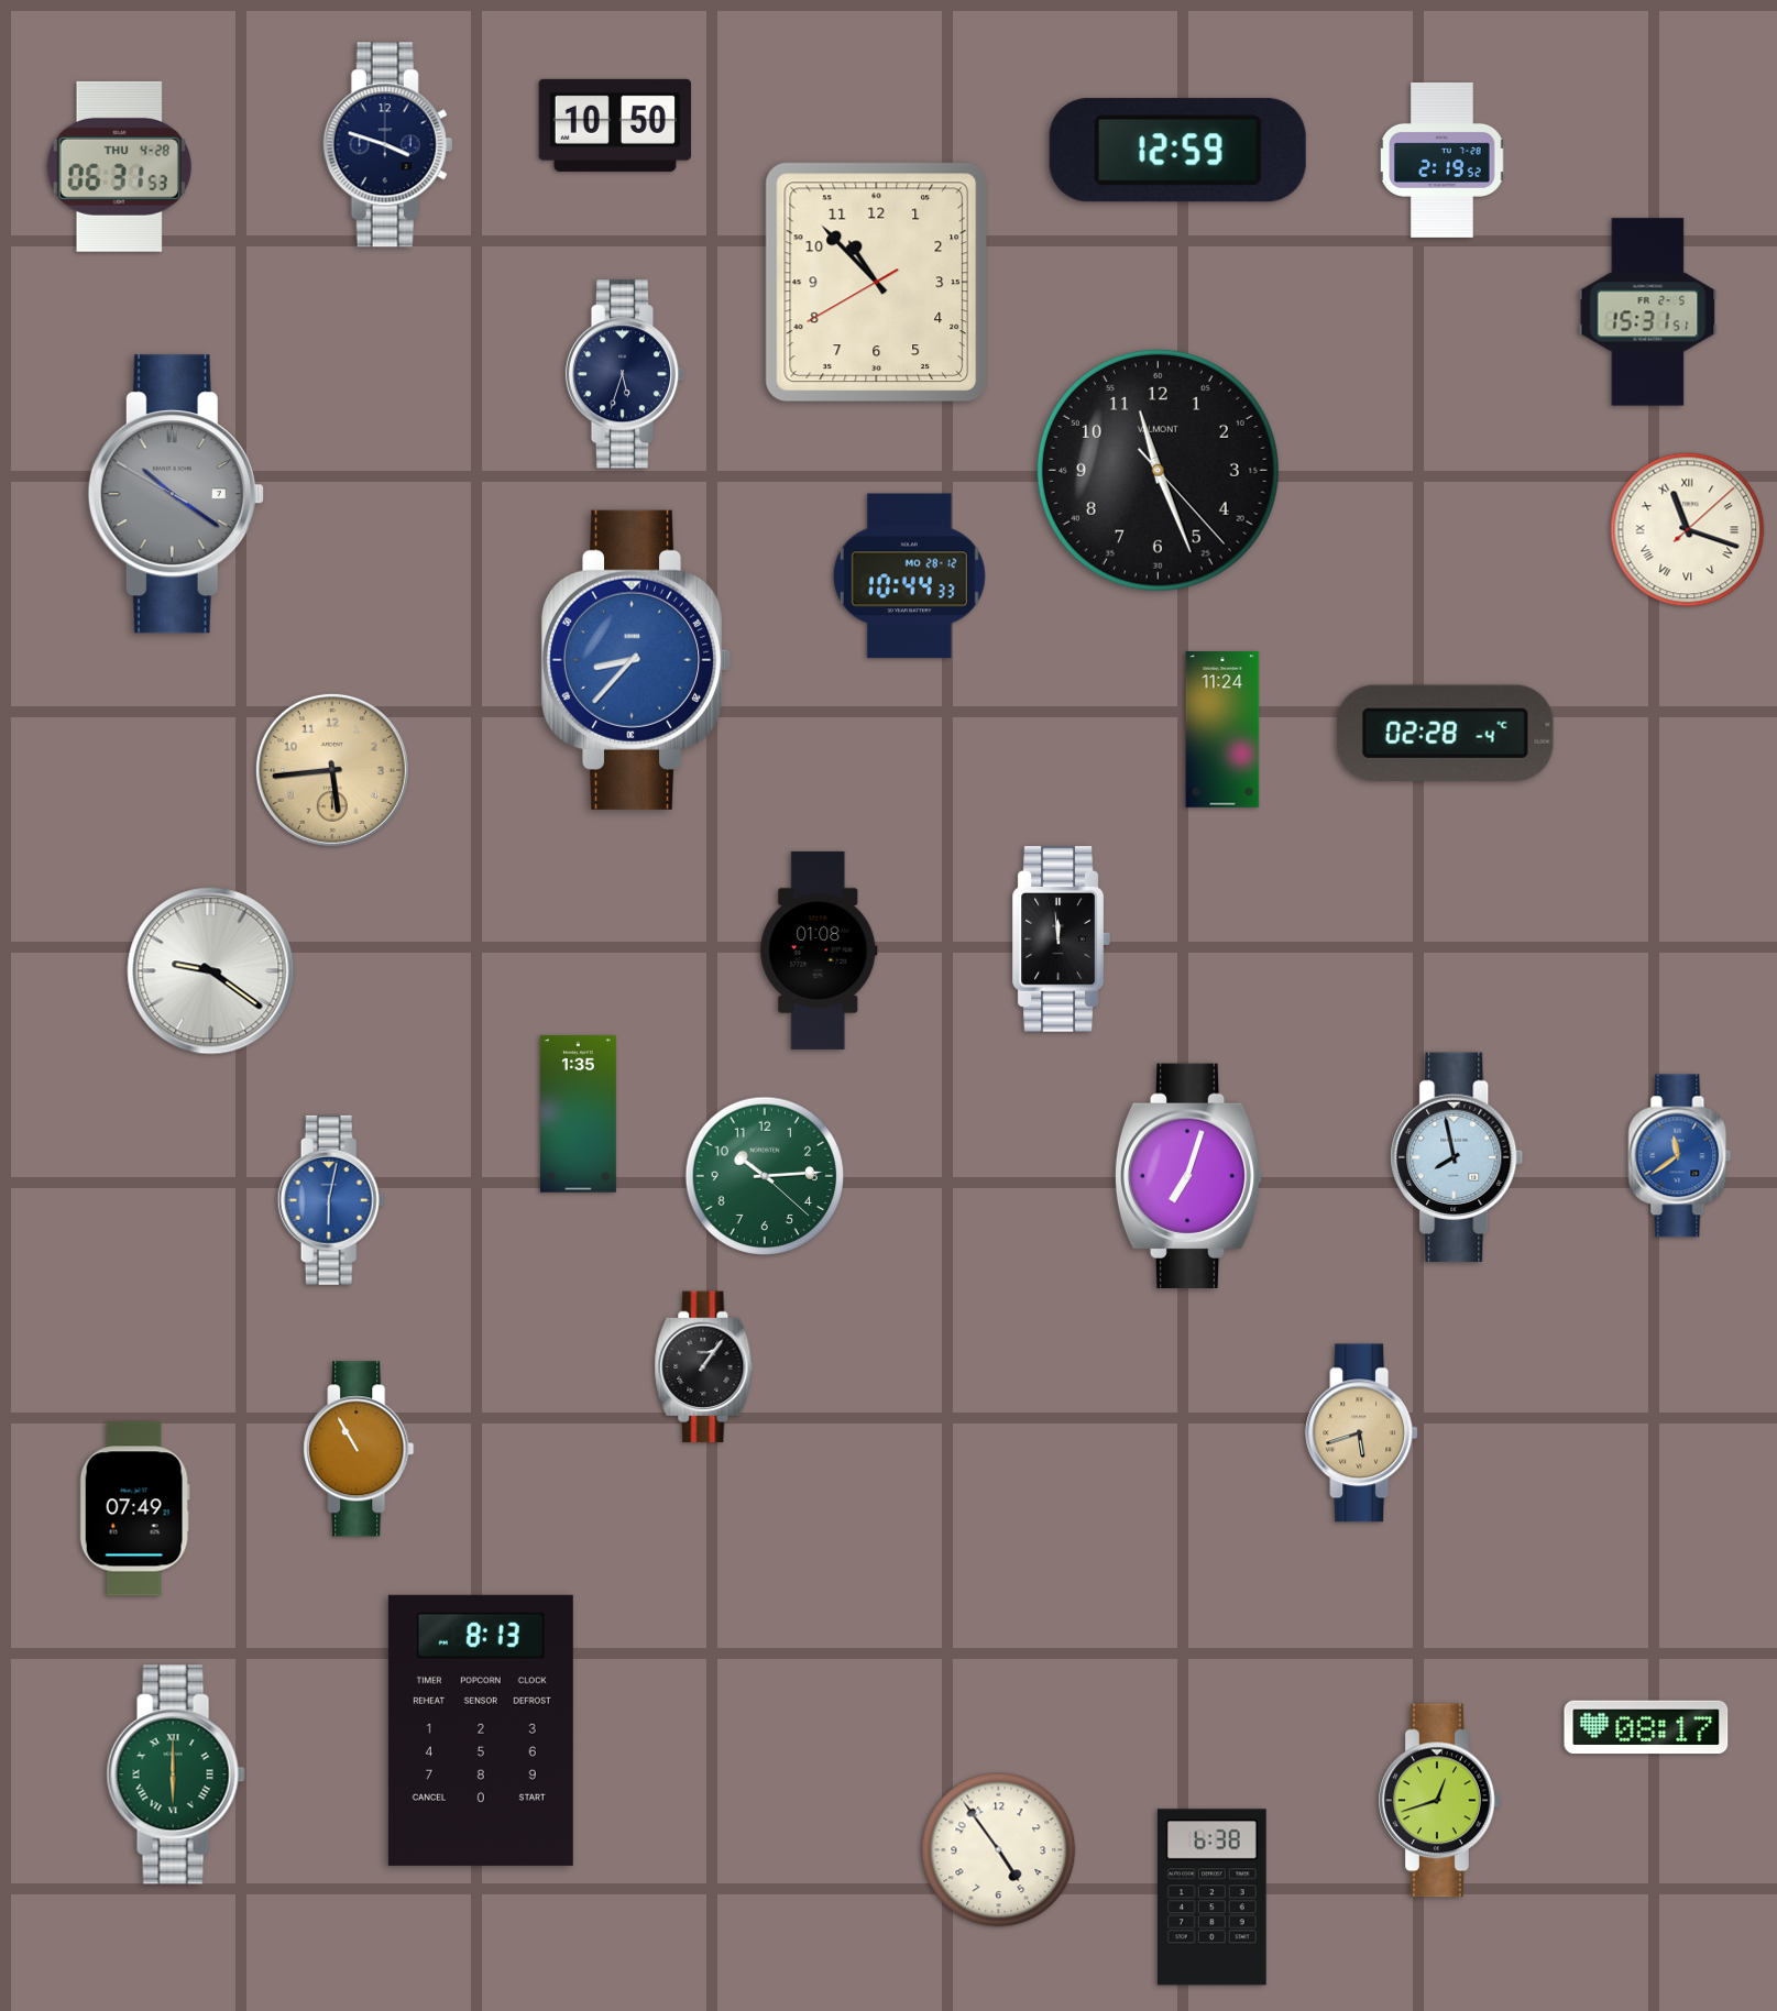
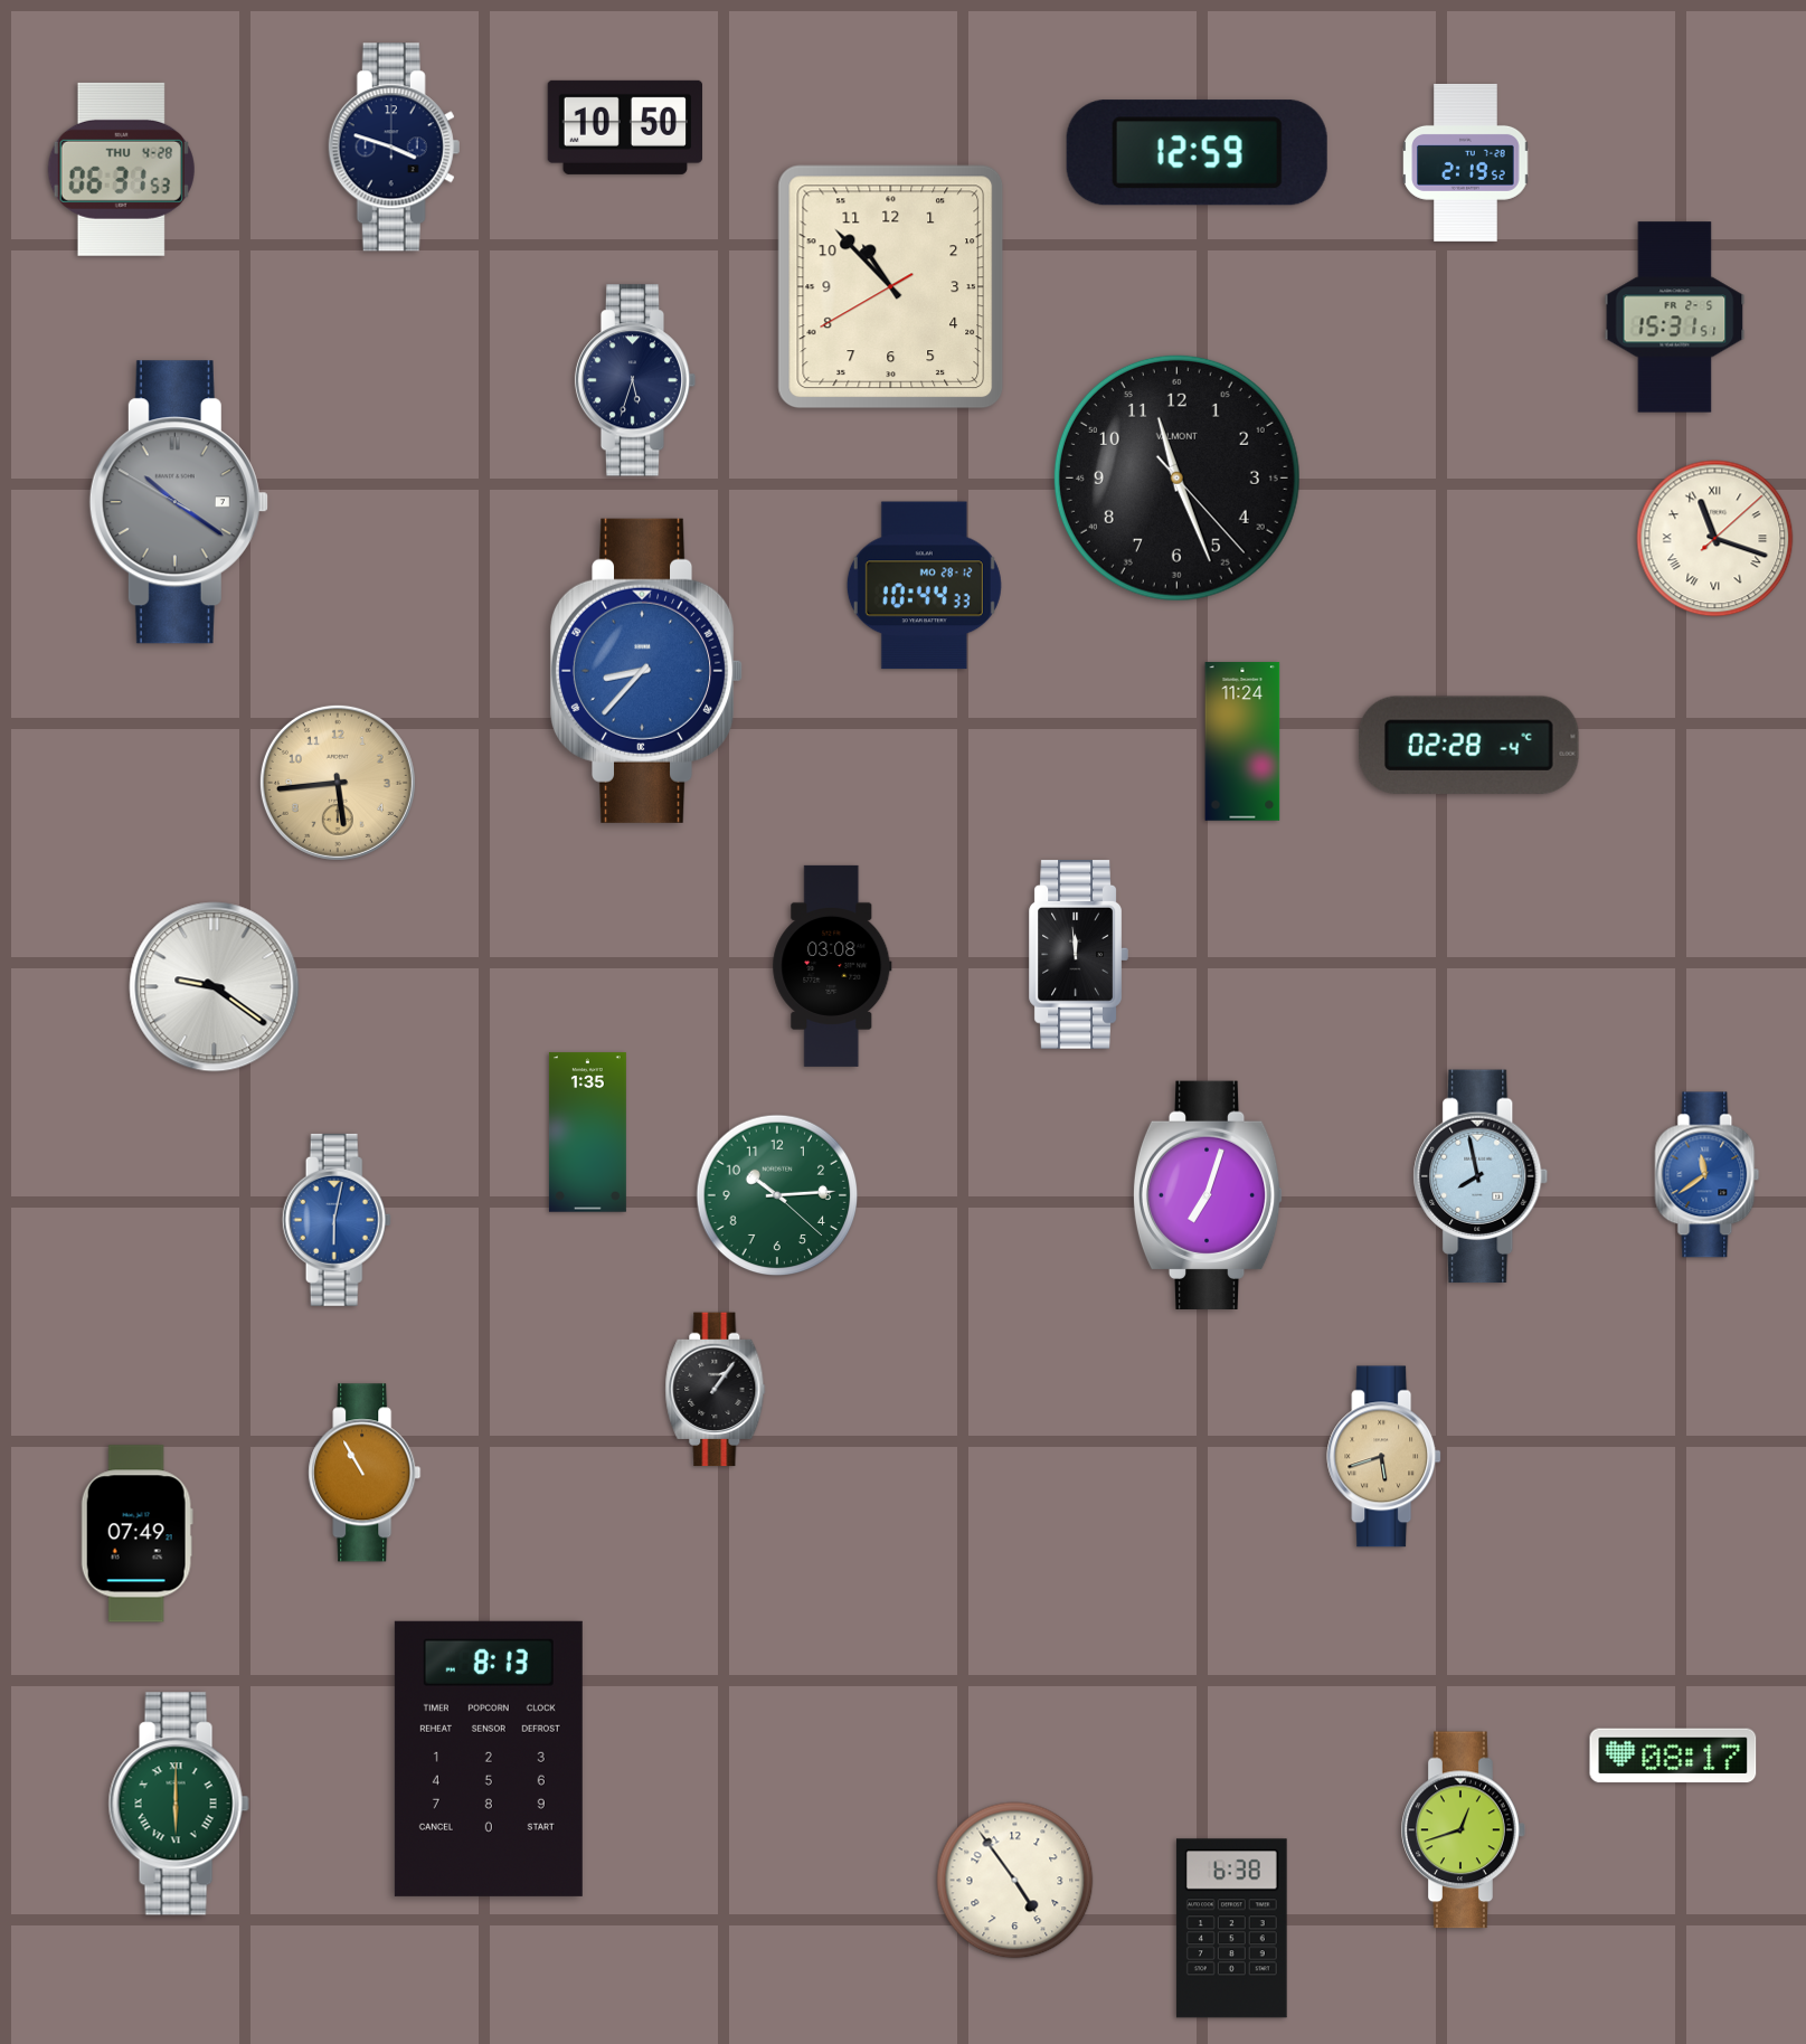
clock at (819, 950): 01:08 -> 03:08
